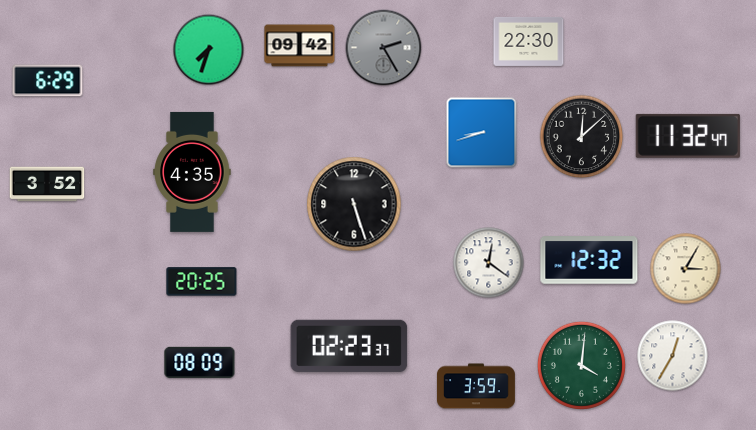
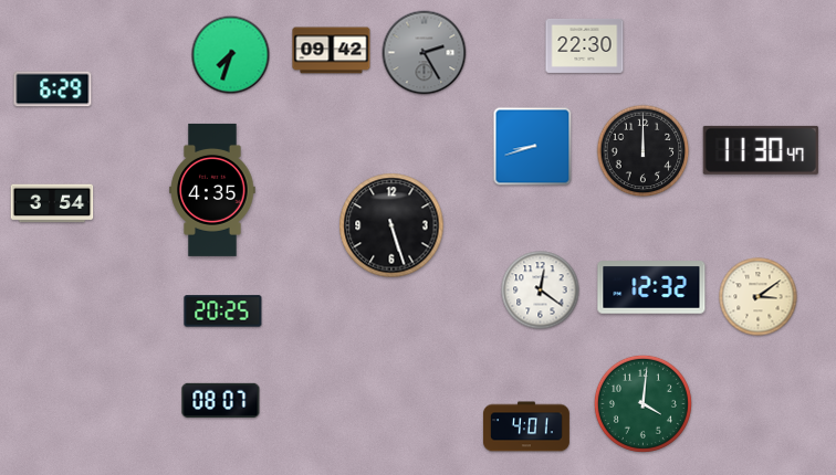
clock at (688, 136): 11:32 -> 11:30
clock at (582, 137): 12:08 -> 12:00
clock at (47, 184): 3:52 -> 3:54
clock at (686, 269): 3:05 -> 3:09
clock at (349, 346): 02:23 -> none
clock at (673, 356): 12:35 -> none
clock at (200, 362): 08:09 -> 08:07
clock at (476, 386): 3:59 -> 4:01
